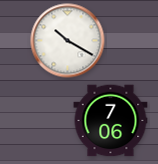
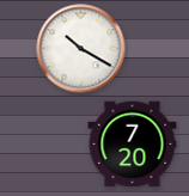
clock at (111, 121): 7:06 -> 7:20
